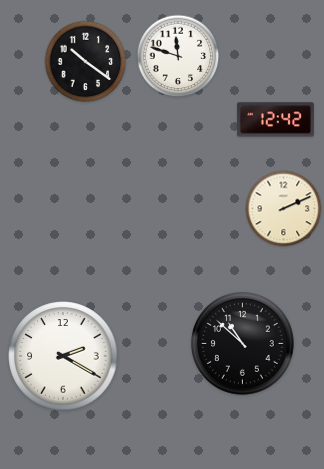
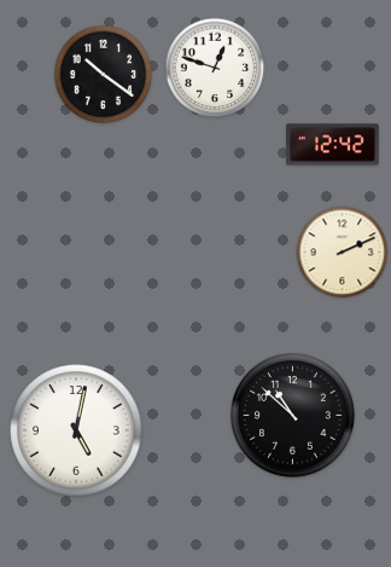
clock at (178, 56): 11:48 -> 12:48
clock at (63, 356): 2:20 -> 5:02
